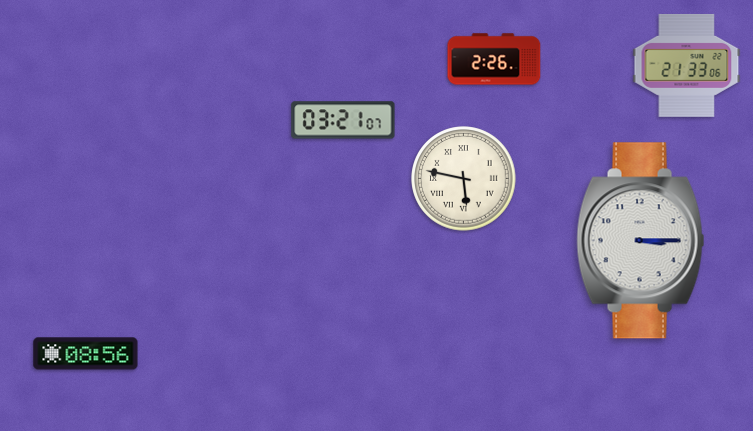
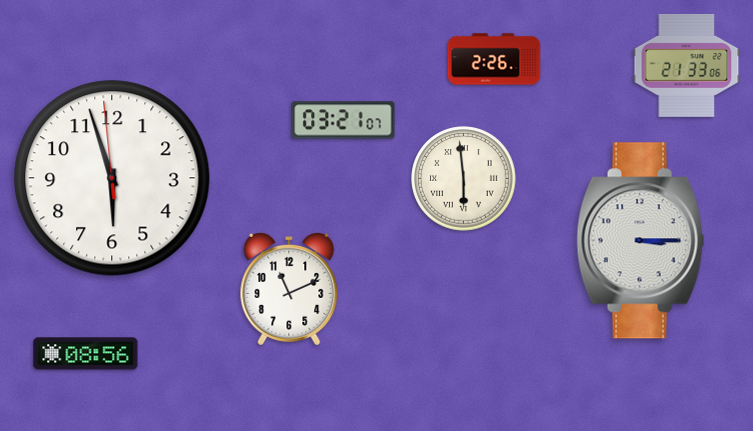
clock at (112, 178): none -> 5:56
clock at (464, 179): 5:47 -> 5:59
clock at (289, 289): none -> 11:11
